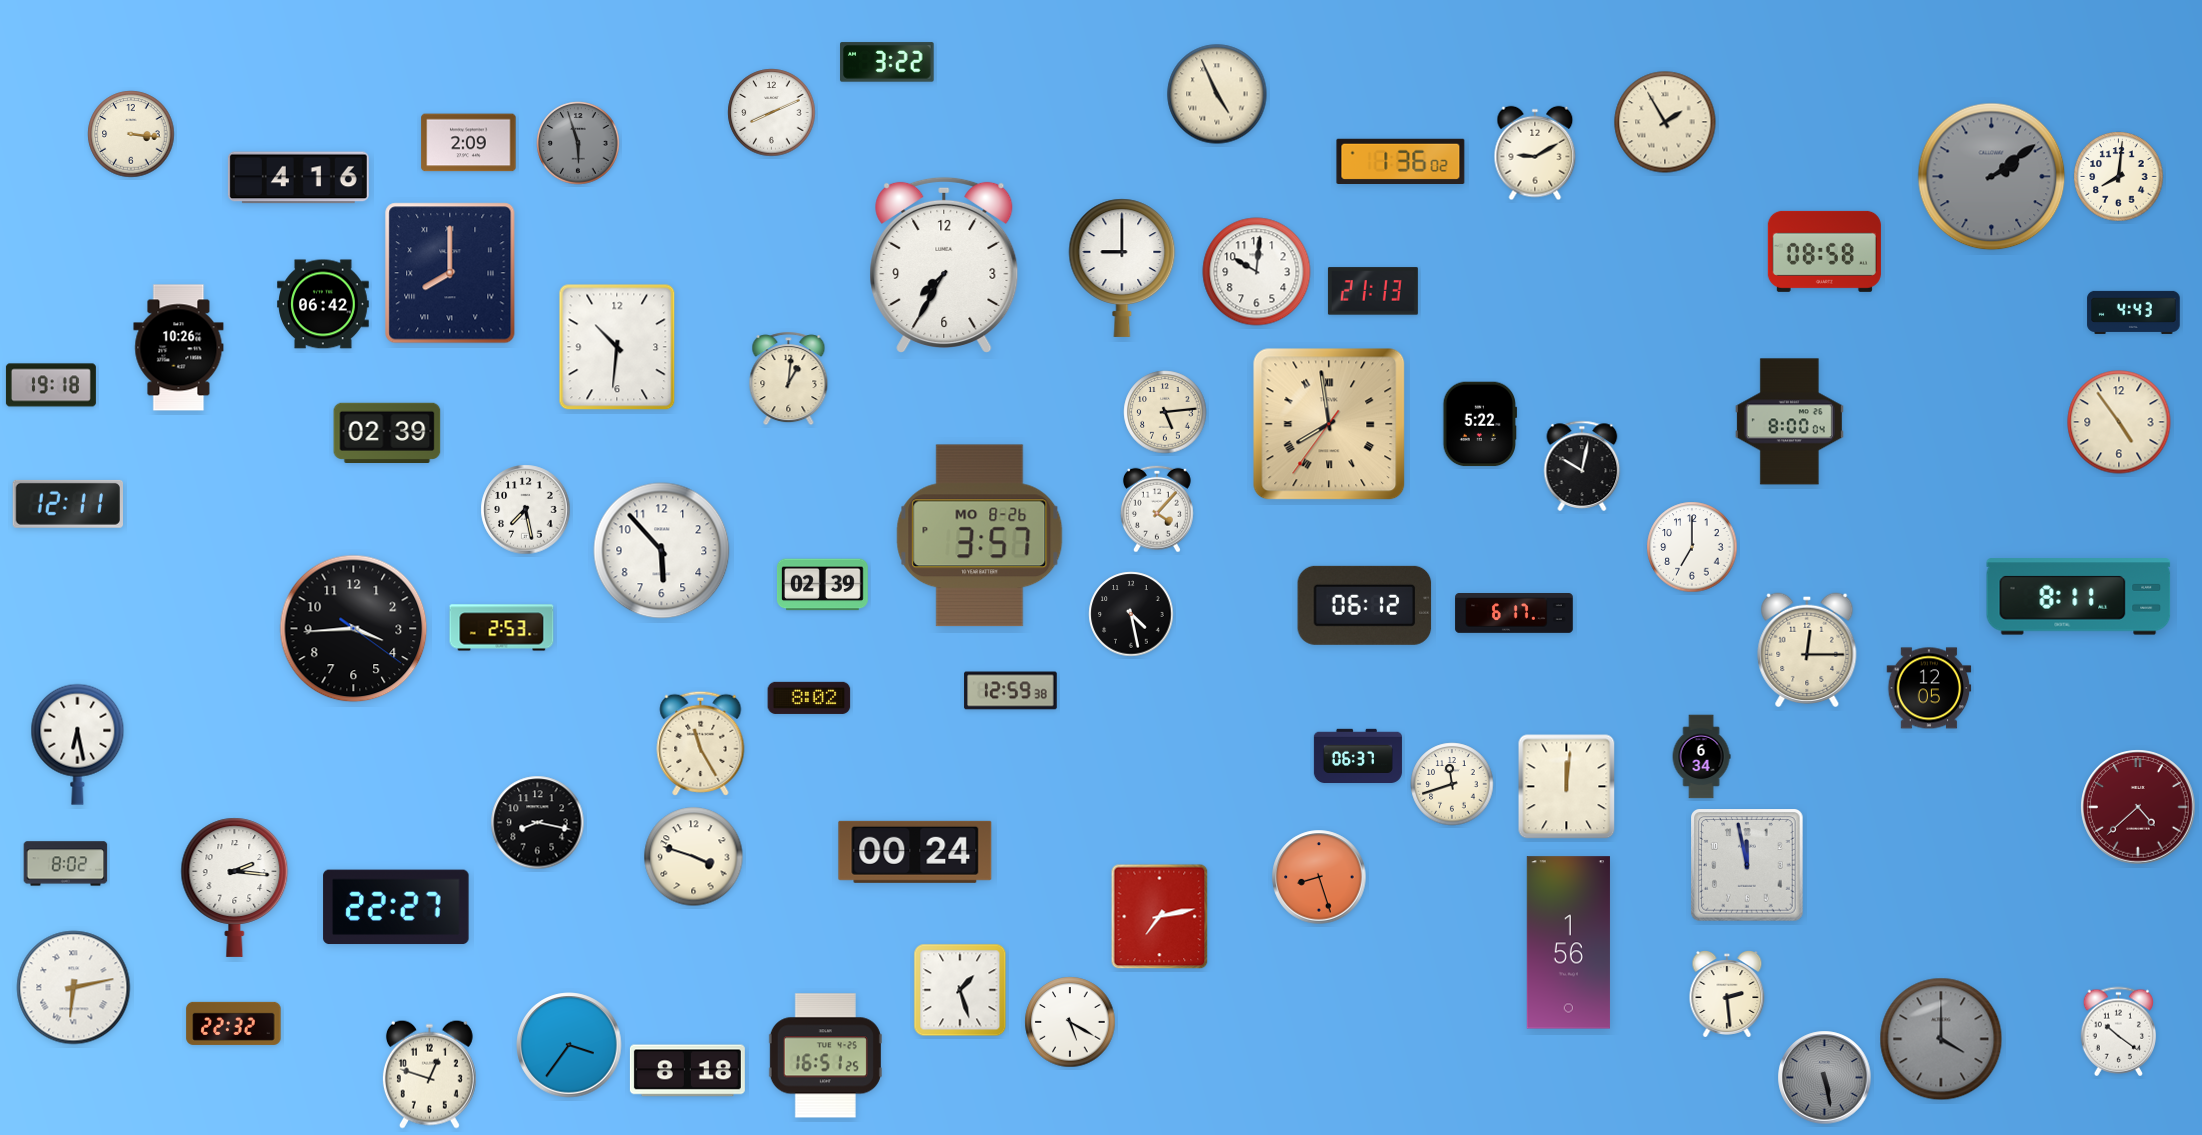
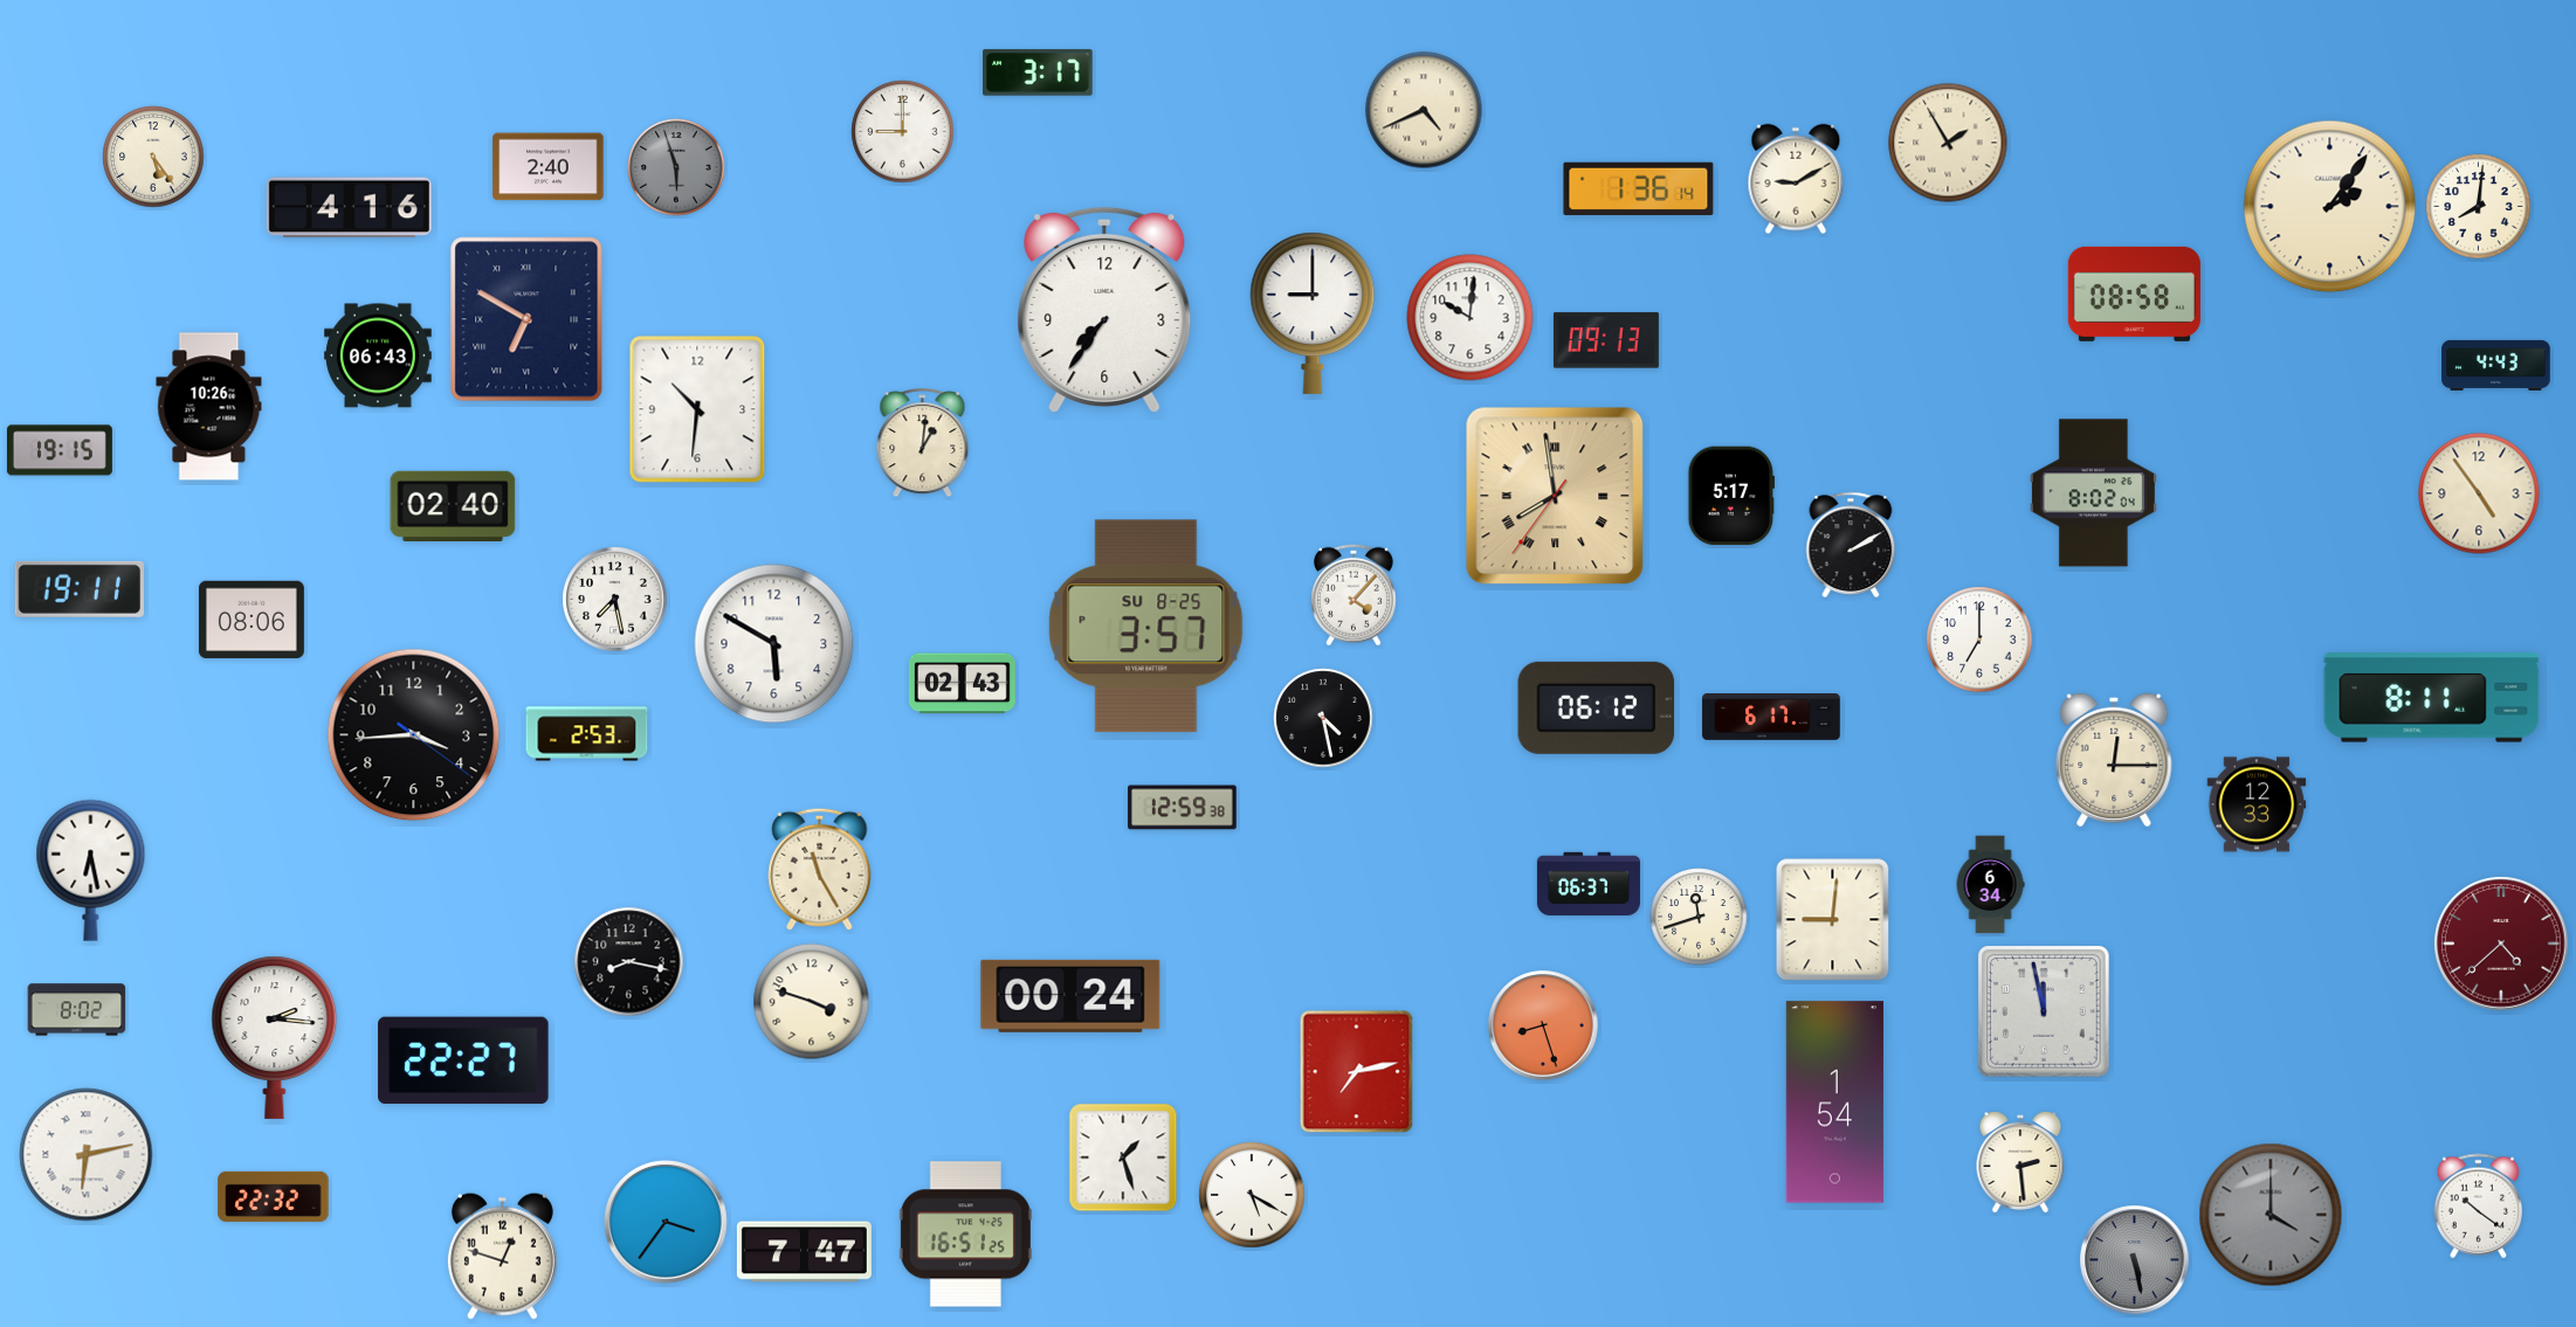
clock at (887, 62): 3:22 -> 3:17
clock at (1217, 94): 4:56 -> 4:41
clock at (772, 113): 8:11 -> 9:00
clock at (131, 134): 3:16 -> 5:24
clock at (469, 143): 2:09 -> 2:40
clock at (1401, 162): 1:36:02 -> 1:36:14
clock at (1992, 177): 2:09 -> 2:06
clock at (1992, 177) dial: grey -> cream
clock at (944, 265): 7:35 -> 7:36
clock at (450, 273): 8:00 -> 6:50
clock at (1373, 291): 21:13 -> 09:13
clock at (323, 304): 06:42 -> 06:43
clock at (617, 347) position: (617, 347) -> (697, 409)
clock at (51, 385): 19:18 -> 19:15
clock at (1165, 412): 5:14 -> none
clock at (1789, 422): 8:00 -> 8:02
clock at (1480, 424): 5:22 -> 5:17
clock at (387, 432): 02:39 -> 02:40
clock at (1582, 466): 10:02 -> 2:10
clock at (67, 504): 12:11 -> 19:11
clock at (526, 510) position: (526, 510) -> (615, 600)
clock at (252, 620): none -> 08:06
clock at (980, 536) date: MO 8-26 -> SU 8-25
clock at (662, 551): 5:53 -> 5:50
clock at (822, 585): 02:39 -> 02:43
clock at (1929, 688): 12:05 -> 12:33
clock at (809, 698): 8:02 -> none
clock at (1567, 787): 12:01 -> 9:01
clock at (1568, 943): 1:56 -> 1:54
clock at (687, 1071): 8:18 -> 7:47
